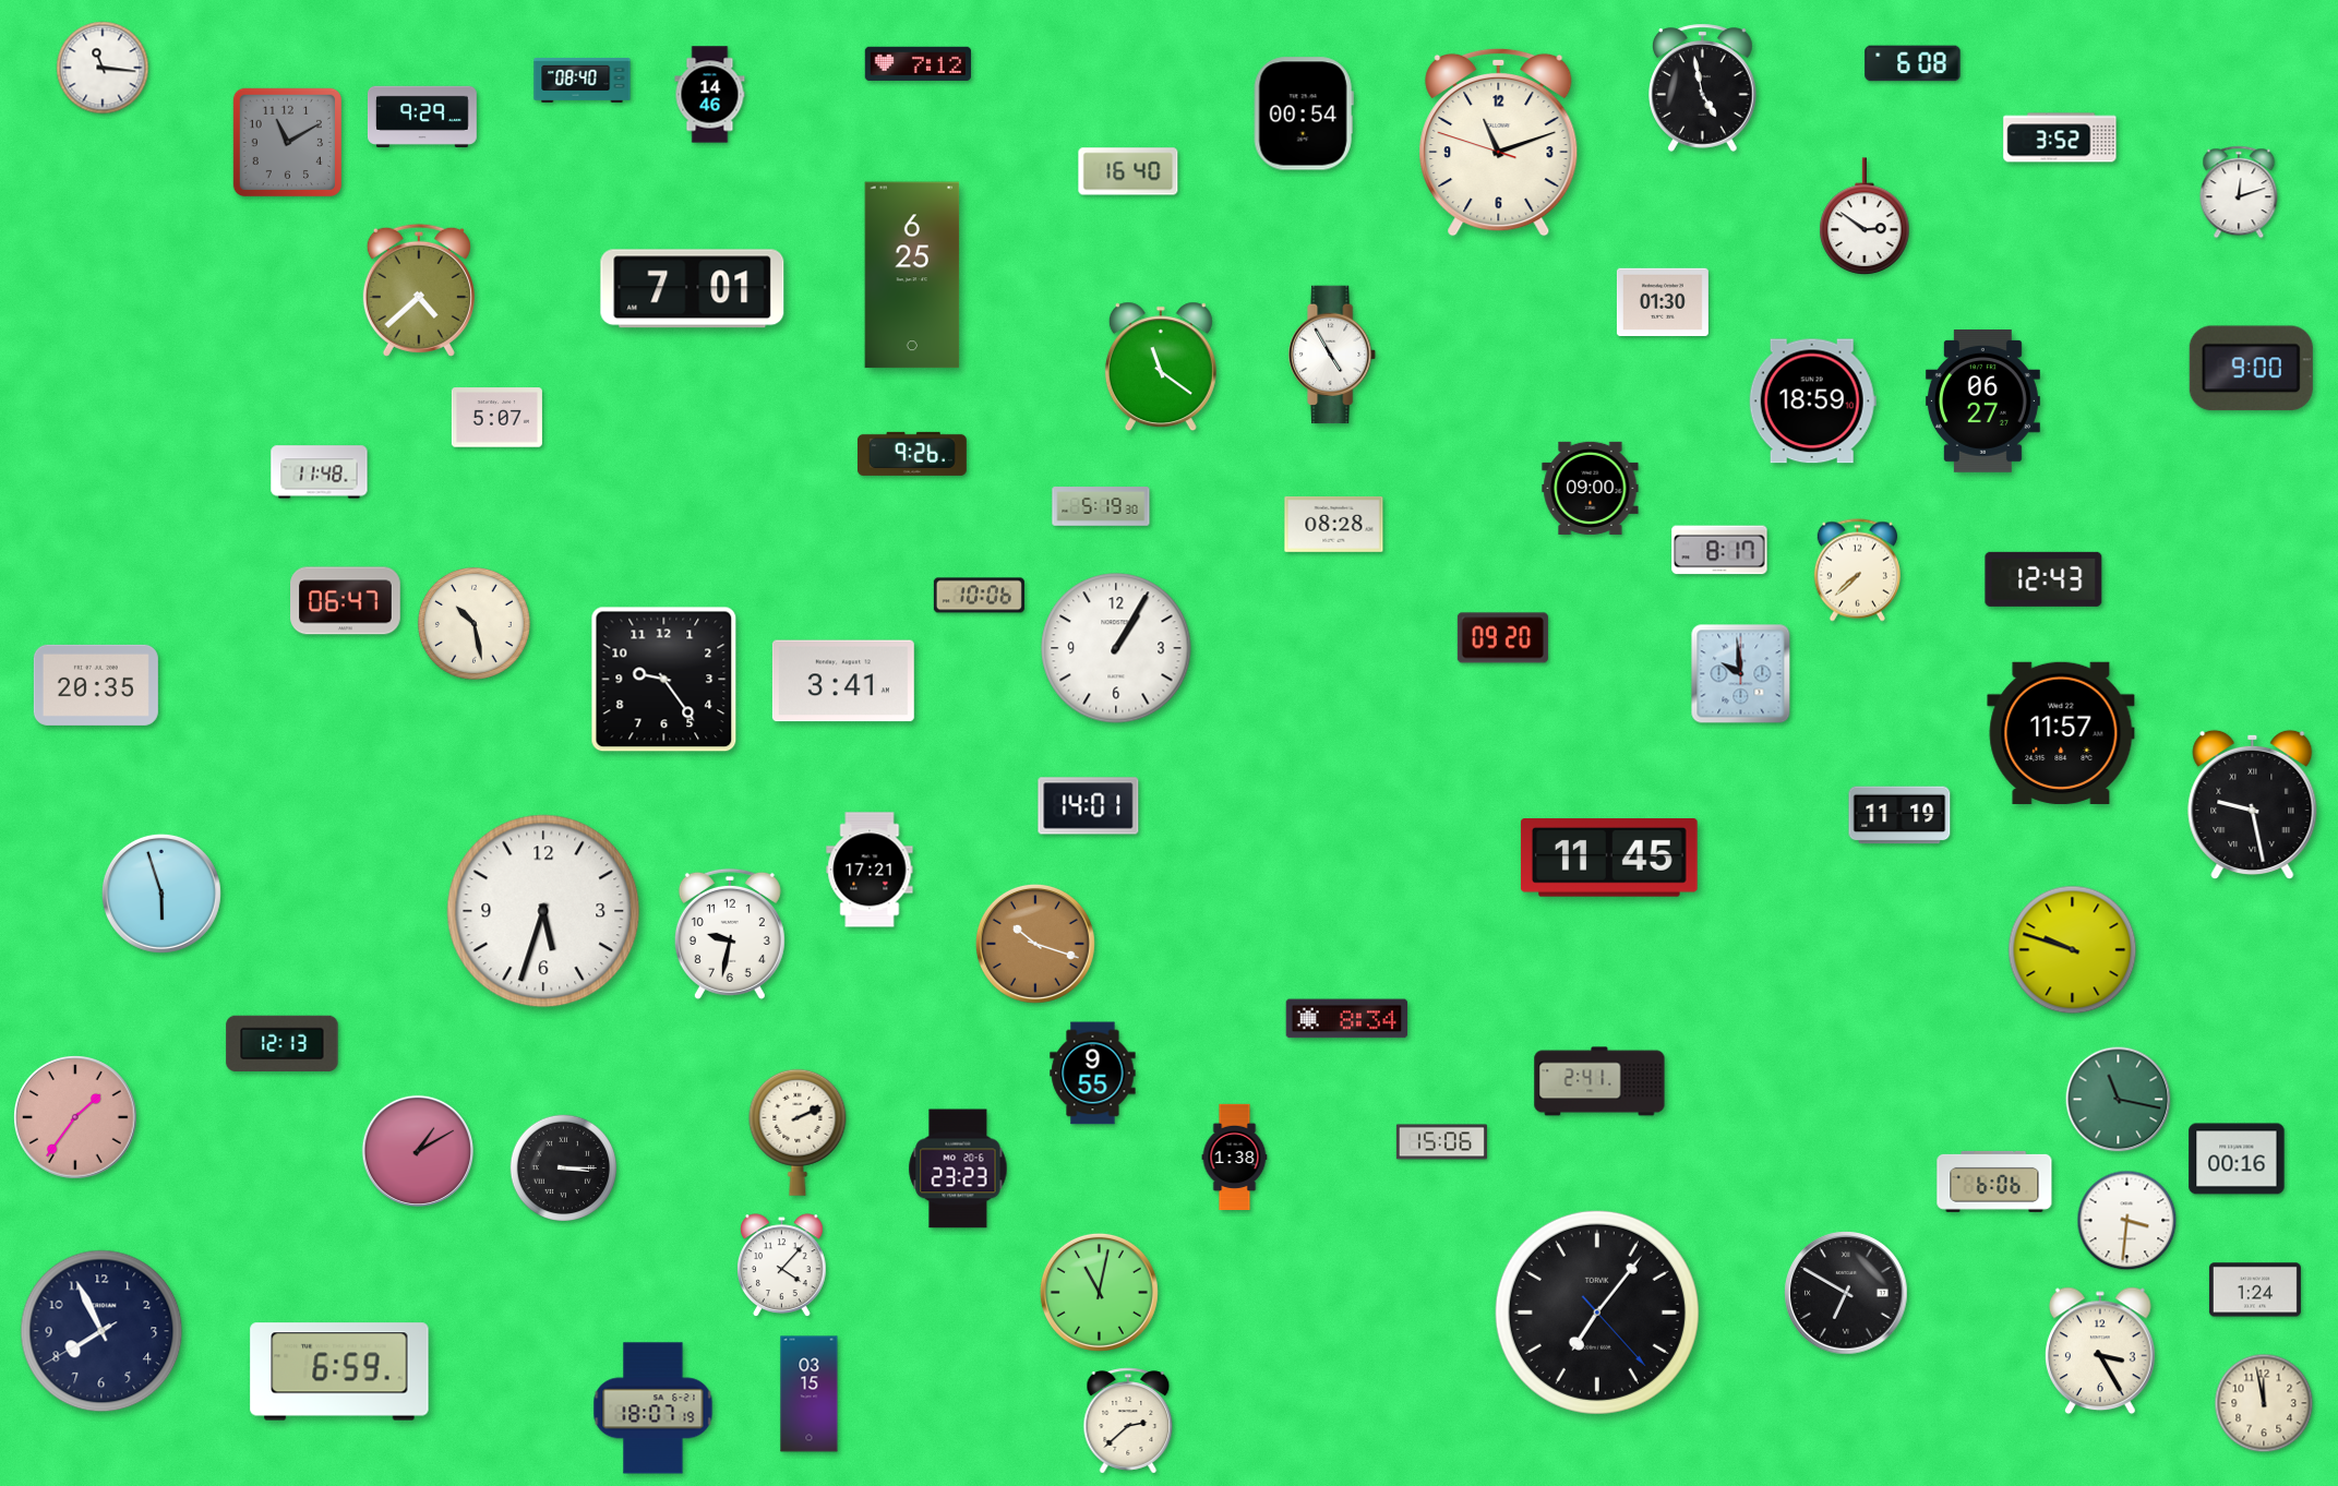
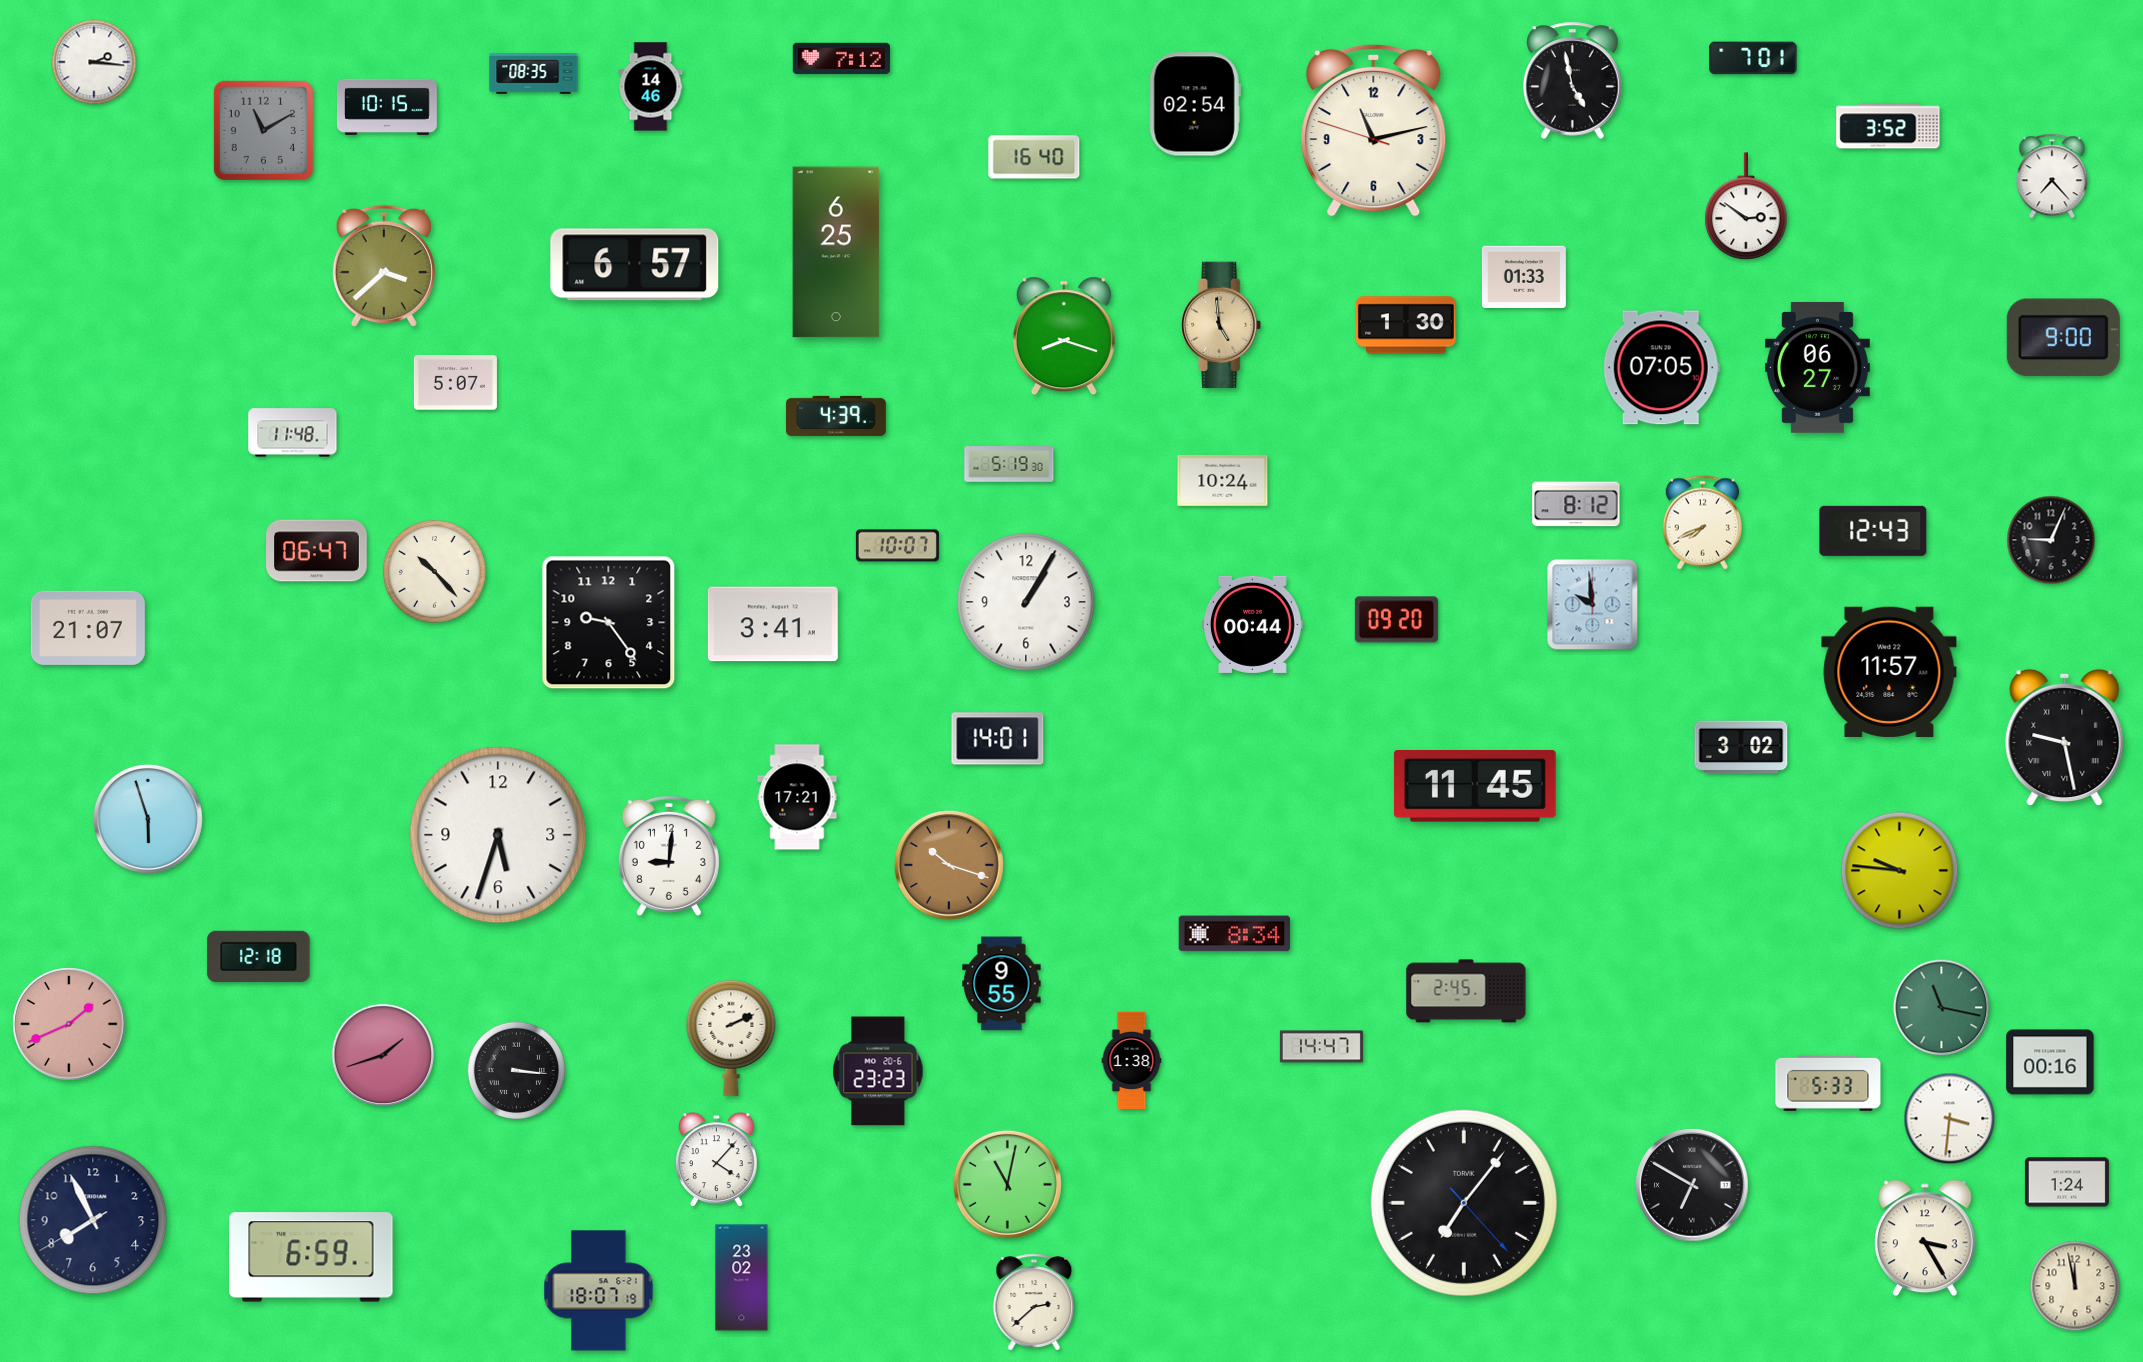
clock at (1913, 63): 6:08 -> 7:01
clock at (103, 68): 11:16 -> 2:16
clock at (583, 81): 08:40 -> 08:35
clock at (1703, 87) position: (1703, 87) -> (1573, 80)
clock at (1304, 113): 00:54 -> 02:54
clock at (422, 117): 9:29 -> 10:15
clock at (1499, 142): 11:11 -> 11:12
clock at (2239, 192): 12:12 -> 7:23
clock at (1865, 216) position: (1865, 216) -> (1746, 206)
clock at (693, 289): 7:01 -> 6:57
clock at (419, 290): 4:38 -> 3:38
clock at (1663, 301): 01:30 -> 01:33
clock at (1333, 355): 4:55 -> 4:59
clock at (1333, 355) dial: white -> champagne
clock at (1406, 325): none -> 1:30
clock at (1161, 367): 11:21 -> 8:18
clock at (1812, 402): 18:59 -> 07:05
clock at (912, 454): 9:26 -> 4:39
clock at (1591, 488): 09:00 -> none
clock at (1334, 524): 08:28 -> 10:24
clock at (1719, 550): 8:17 -> 8:12
clock at (1857, 571): 7:38 -> 7:41
clock at (2051, 540): none -> 9:04
clock at (979, 596): 10:06 -> 10:07
clock at (473, 623): 10:28 -> 10:23
clock at (1502, 638) position: (1502, 638) -> (1396, 620)
clock at (1116, 648) position: (1116, 648) -> (1026, 602)
clock at (1741, 674) position: (1741, 674) -> (1593, 605)
clock at (1253, 624): none -> 00:44
clock at (96, 685): 20:35 -> 21:07
clock at (1899, 815): 11:19 -> 3:02
clock at (730, 934): 9:32 -> 9:01
clock at (2073, 950): 9:48 -> 9:46
clock at (283, 1043): 12:13 -> 12:18
clock at (1599, 1081): 2:41 -> 2:45
clock at (76, 1118): 1:36 -> 1:41
clock at (1441, 1142): 15:06 -> 14:47
clock at (417, 1150): 1:10 -> 1:42
clock at (563, 1167): 3:15 -> 3:16
clock at (1994, 1182): 6:06 -> 5:33
clock at (810, 1394): 03:15 -> 23:02
